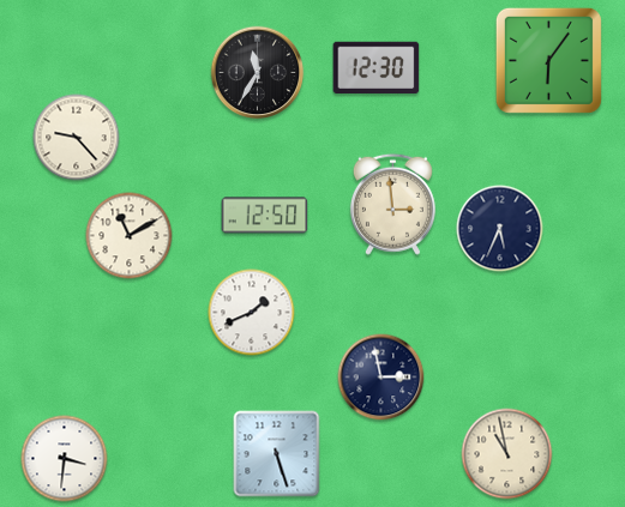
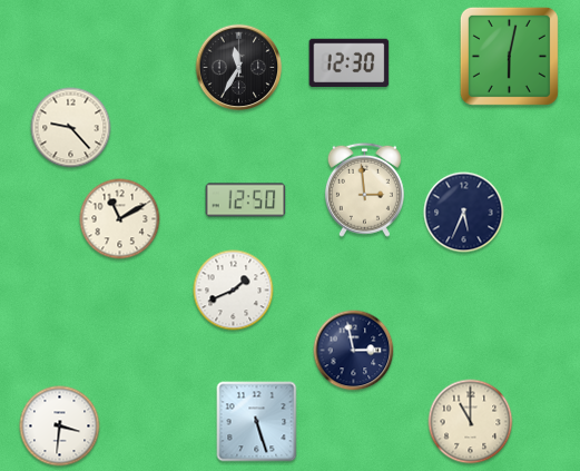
clock at (548, 60): 6:06 -> 6:02
clock at (507, 454): 10:58 -> 11:00
